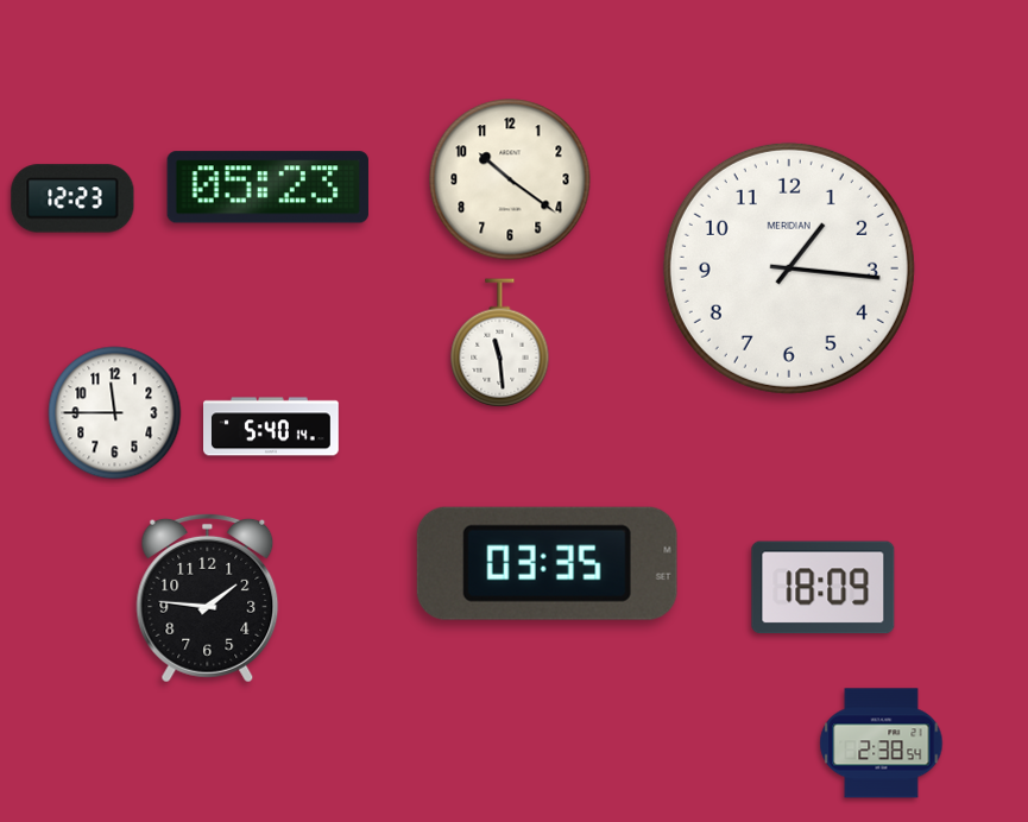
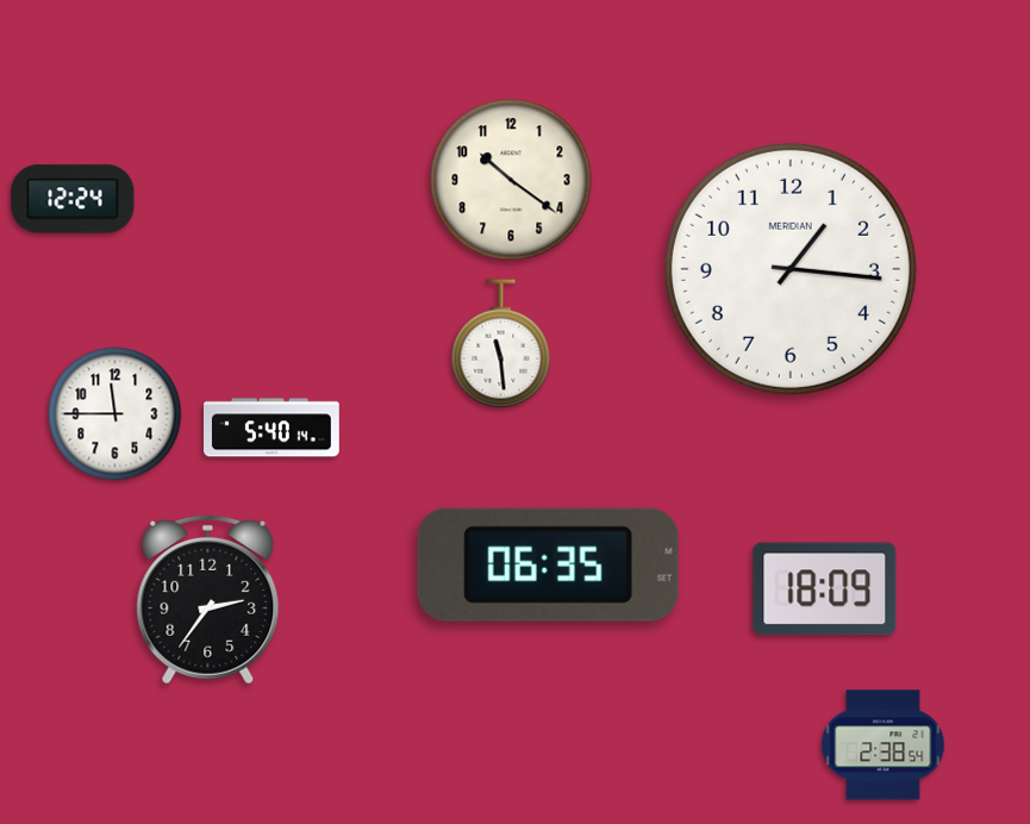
clock at (267, 188): 05:23 -> none
clock at (72, 198): 12:23 -> 12:24
clock at (547, 563): 03:35 -> 06:35
clock at (208, 597): 1:46 -> 2:36
